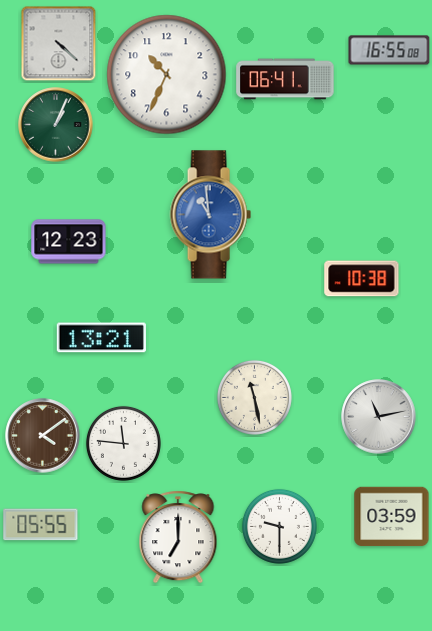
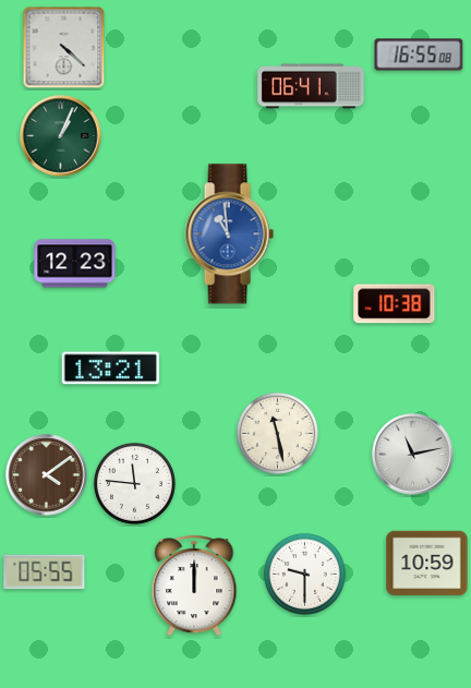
clock at (389, 50) position: (389, 50) -> (419, 55)
clock at (167, 75): 10:34 -> none
clock at (392, 517): 03:59 -> 10:59
clock at (178, 537): 7:00 -> 12:00
